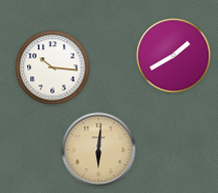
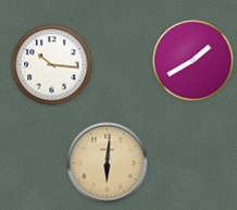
clock at (174, 56) position: (174, 56) -> (194, 61)
clock at (53, 68) position: (53, 68) -> (52, 65)
